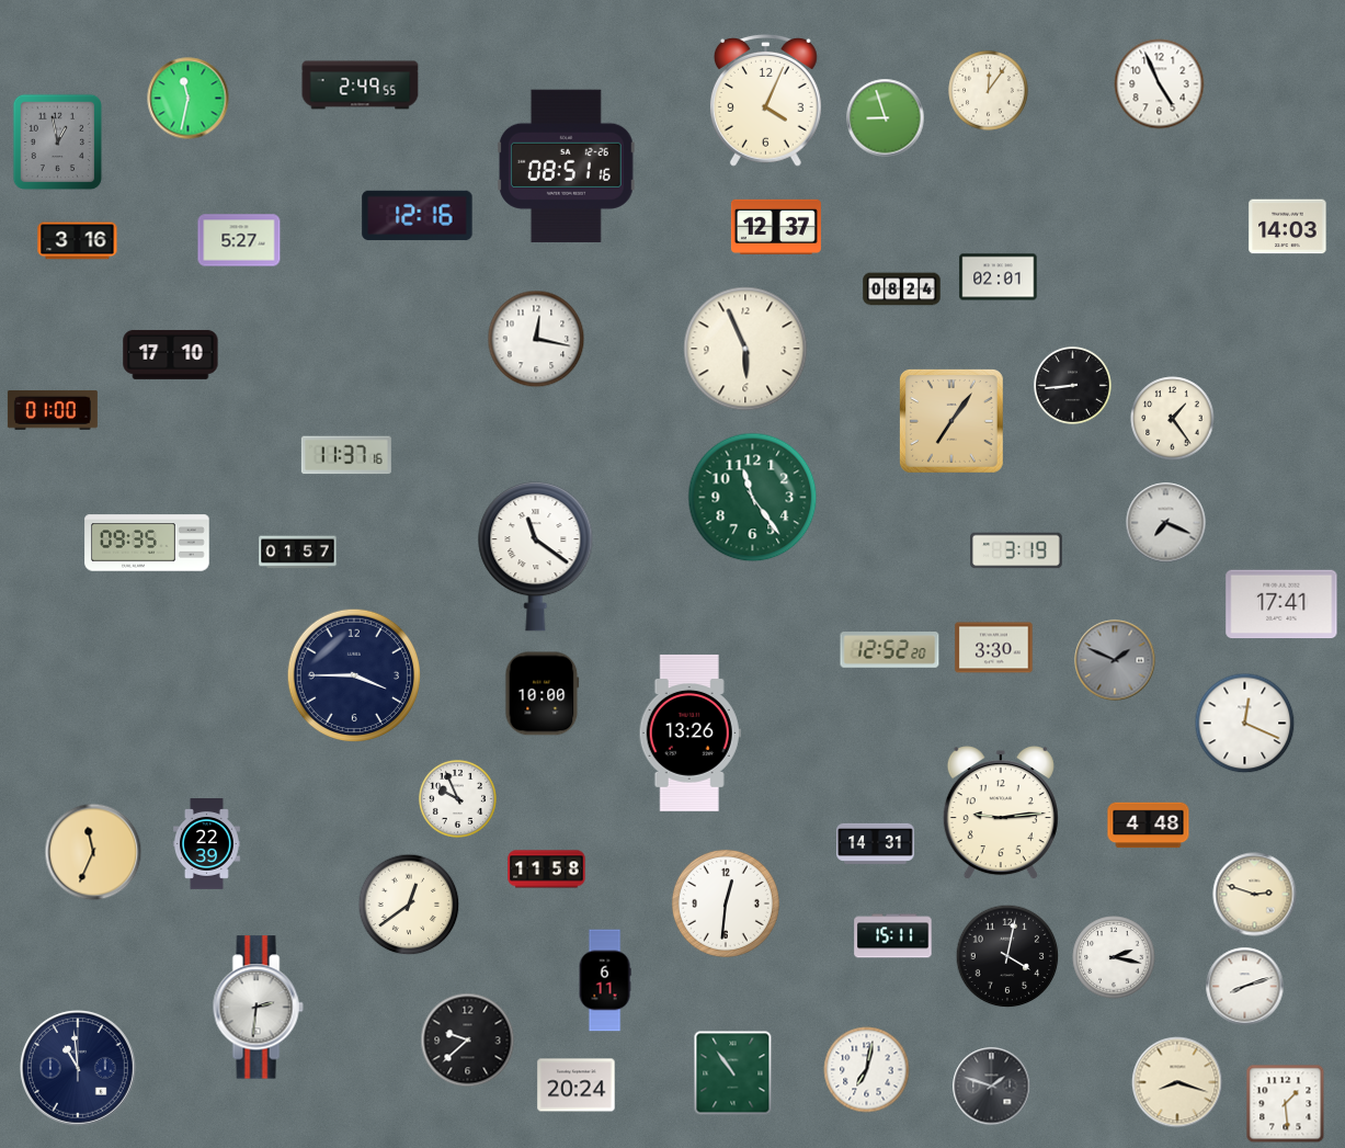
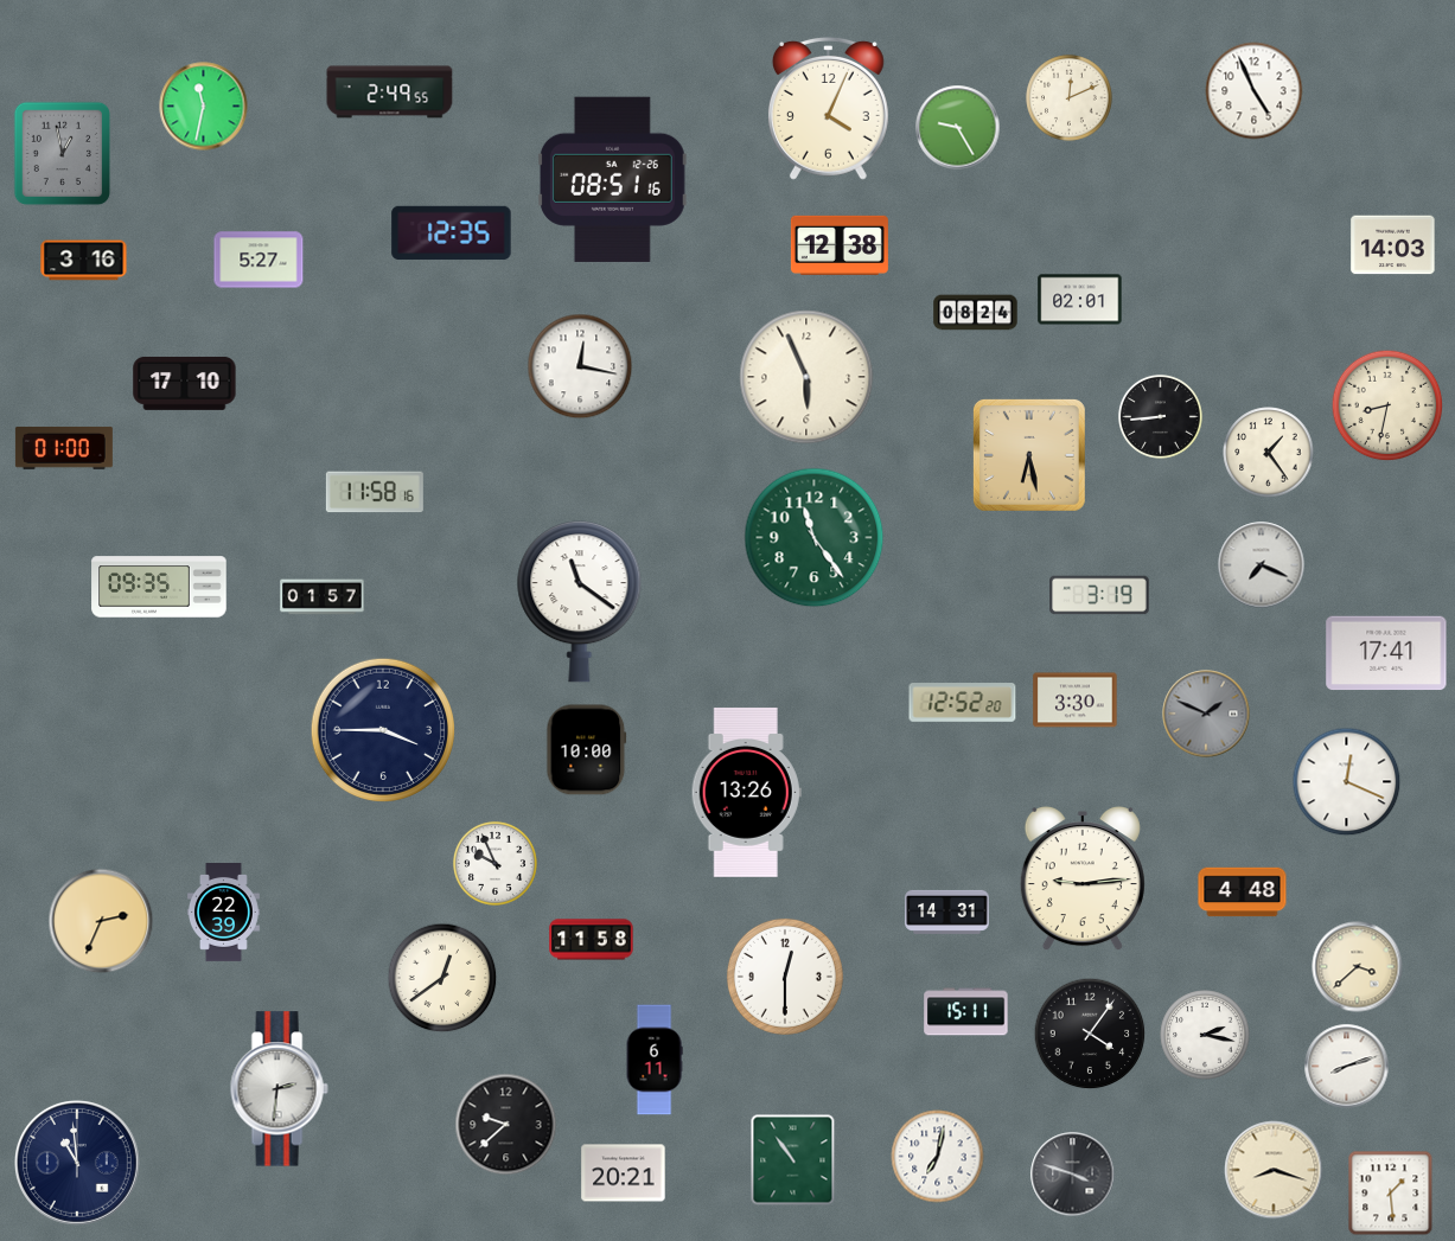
clock at (989, 91): 12:06 -> 12:11
clock at (886, 118): 8:57 -> 9:25
clock at (418, 216): 12:16 -> 12:35
clock at (776, 227): 12:37 -> 12:38
clock at (1387, 405): none -> 8:32
clock at (53, 410) position: (53, 410) -> (64, 448)
clock at (951, 421): 7:06 -> 6:28
clock at (346, 455): 11:37 -> 11:58
clock at (93, 852): 11:34 -> 2:34
clock at (1255, 895): 2:48 -> 3:38
clock at (726, 903): 12:31 -> 12:30
clock at (1007, 956): 4:02 -> 4:06
clock at (79, 1069) position: (79, 1069) -> (78, 1164)
clock at (577, 1086): 20:24 -> 20:21
clock at (992, 1087): 1:48 -> 3:48
